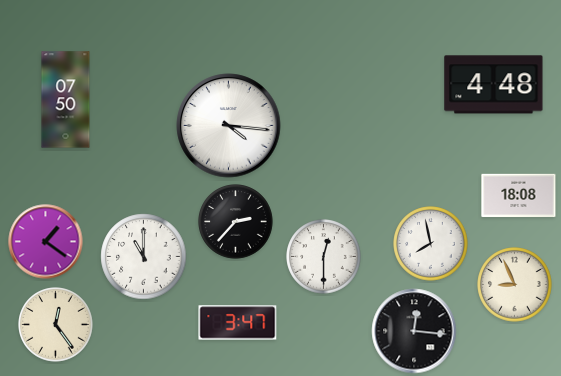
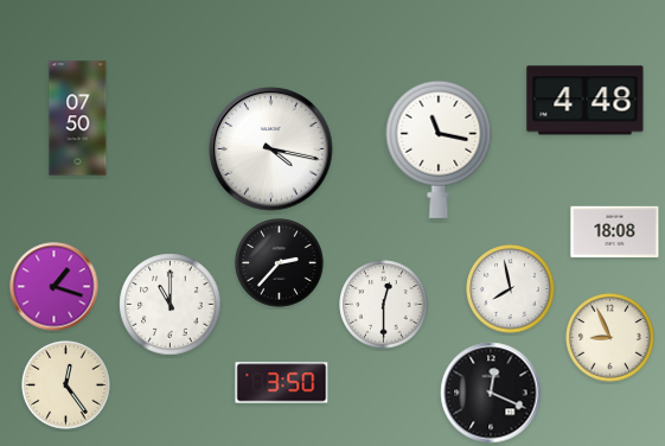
clock at (229, 126): 4:16 -> 4:17
clock at (439, 149): none -> 11:17
clock at (46, 242): 1:21 -> 1:18
clock at (238, 323): 3:47 -> 3:50
clock at (414, 331): 12:16 -> 12:19
